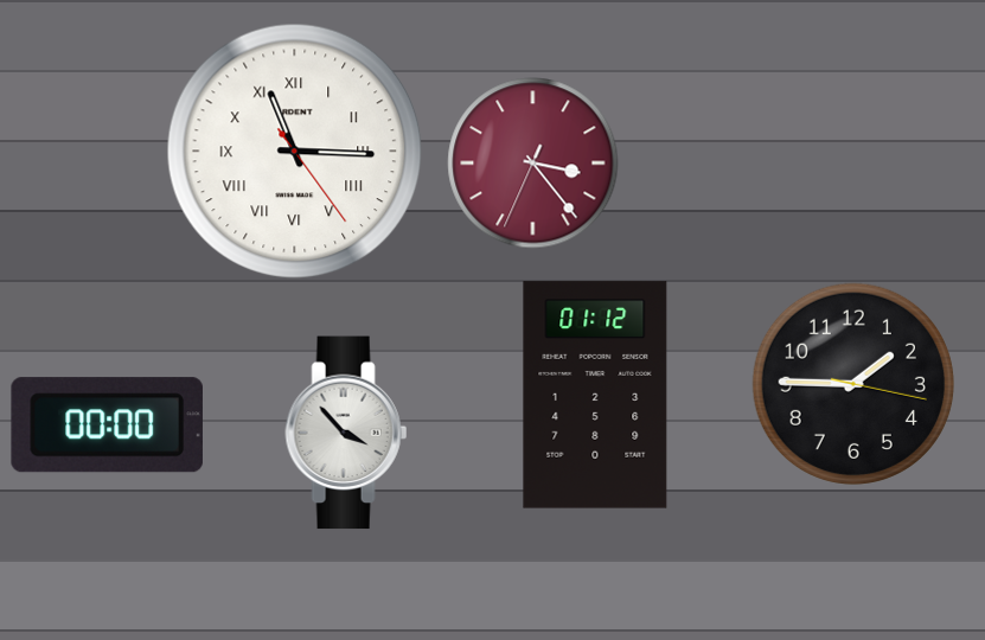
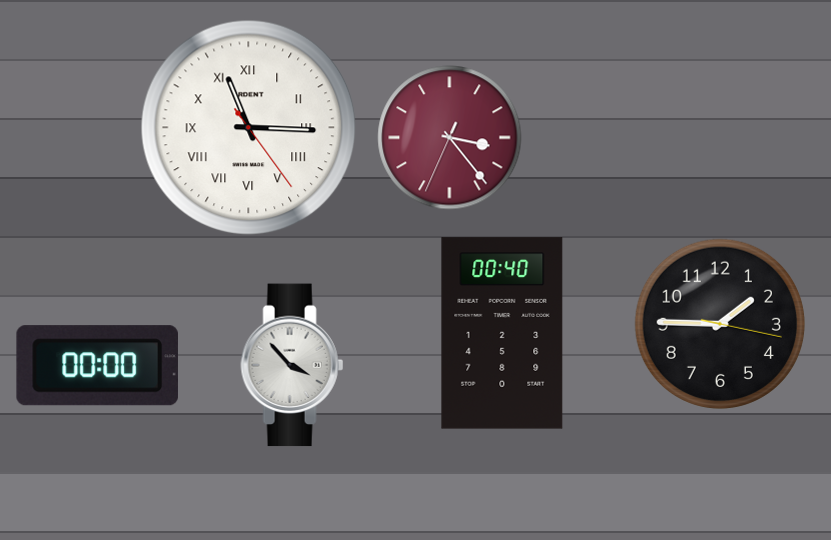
clock at (595, 395): 01:12 -> 00:40
clock at (107, 425) position: (107, 425) -> (97, 366)
